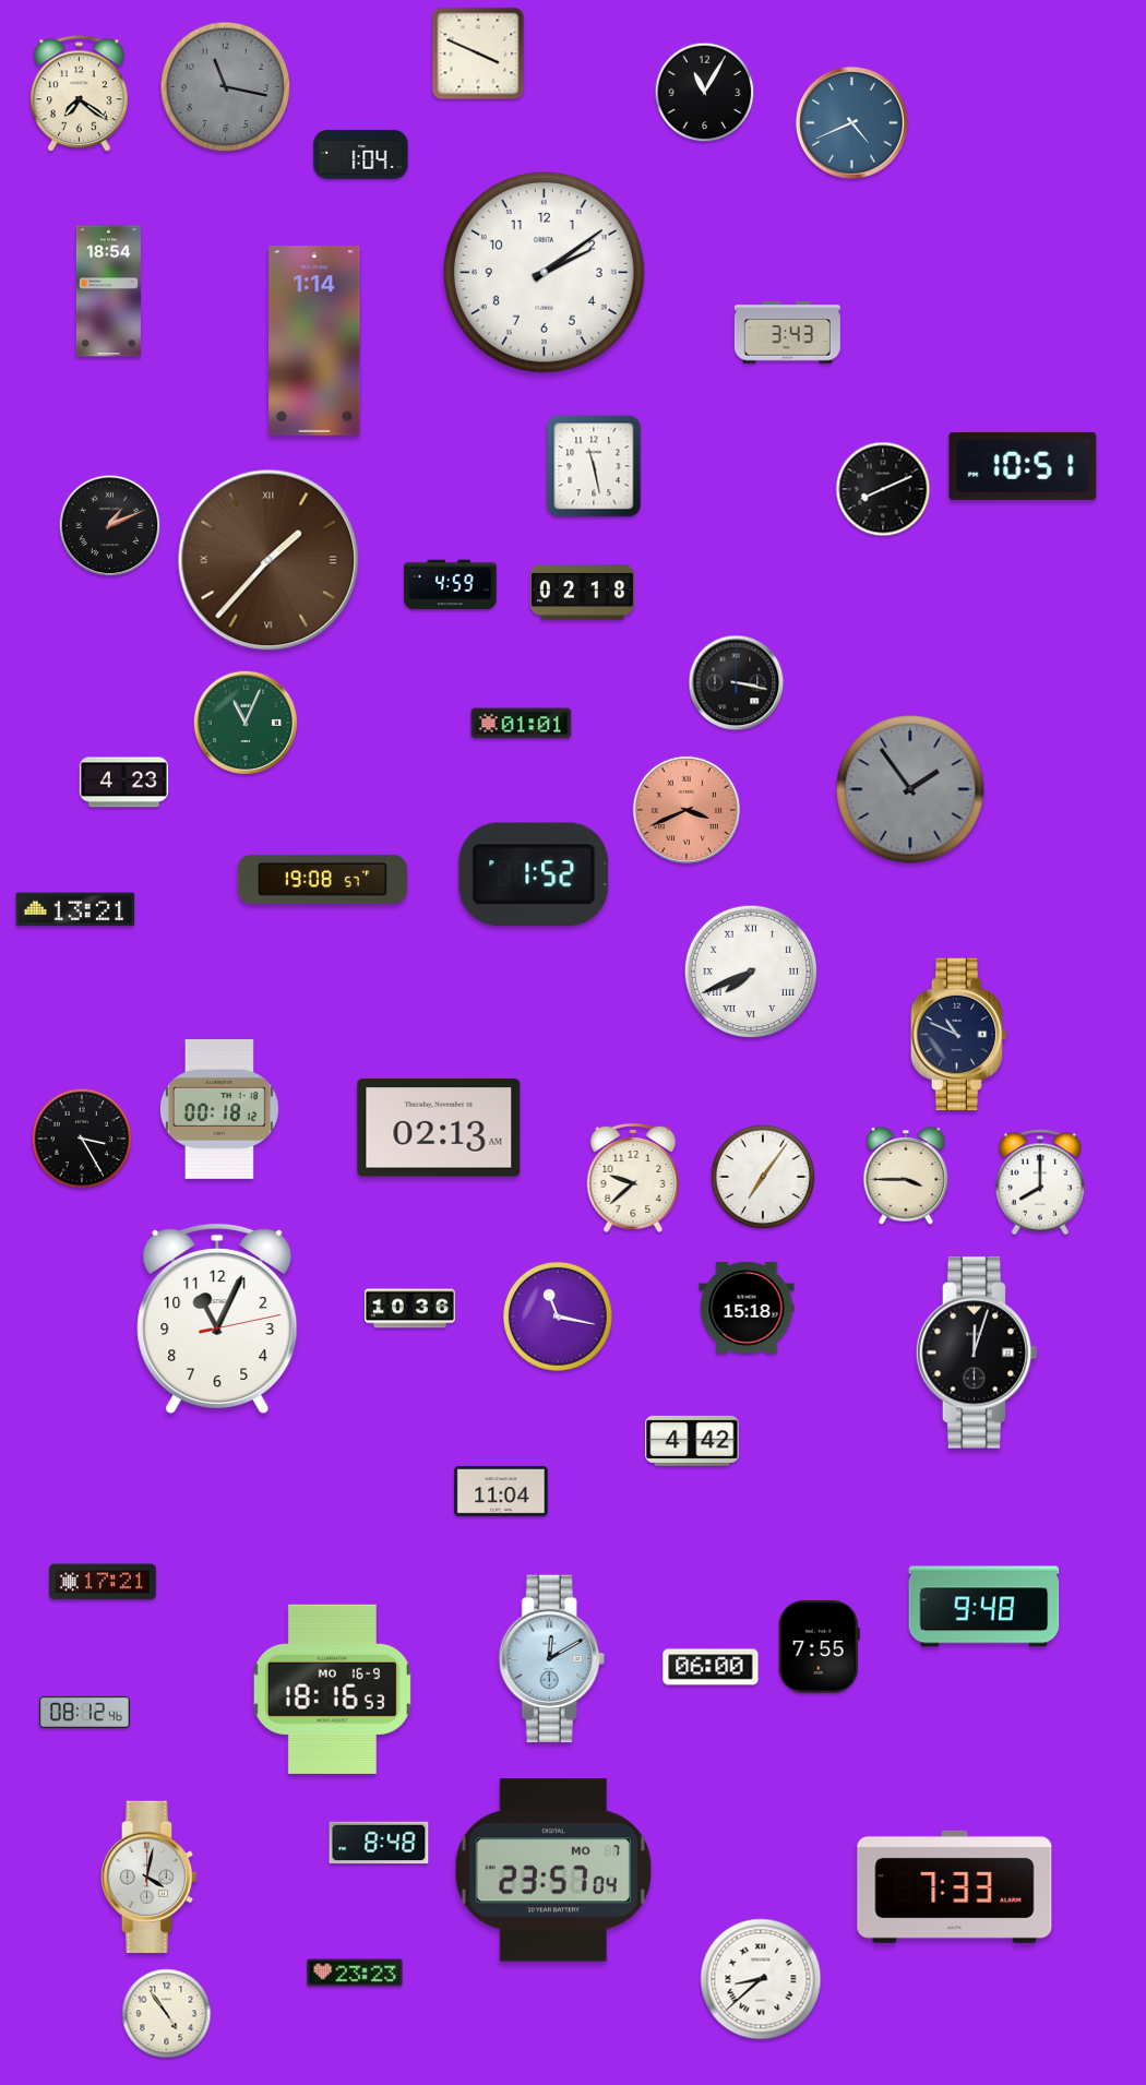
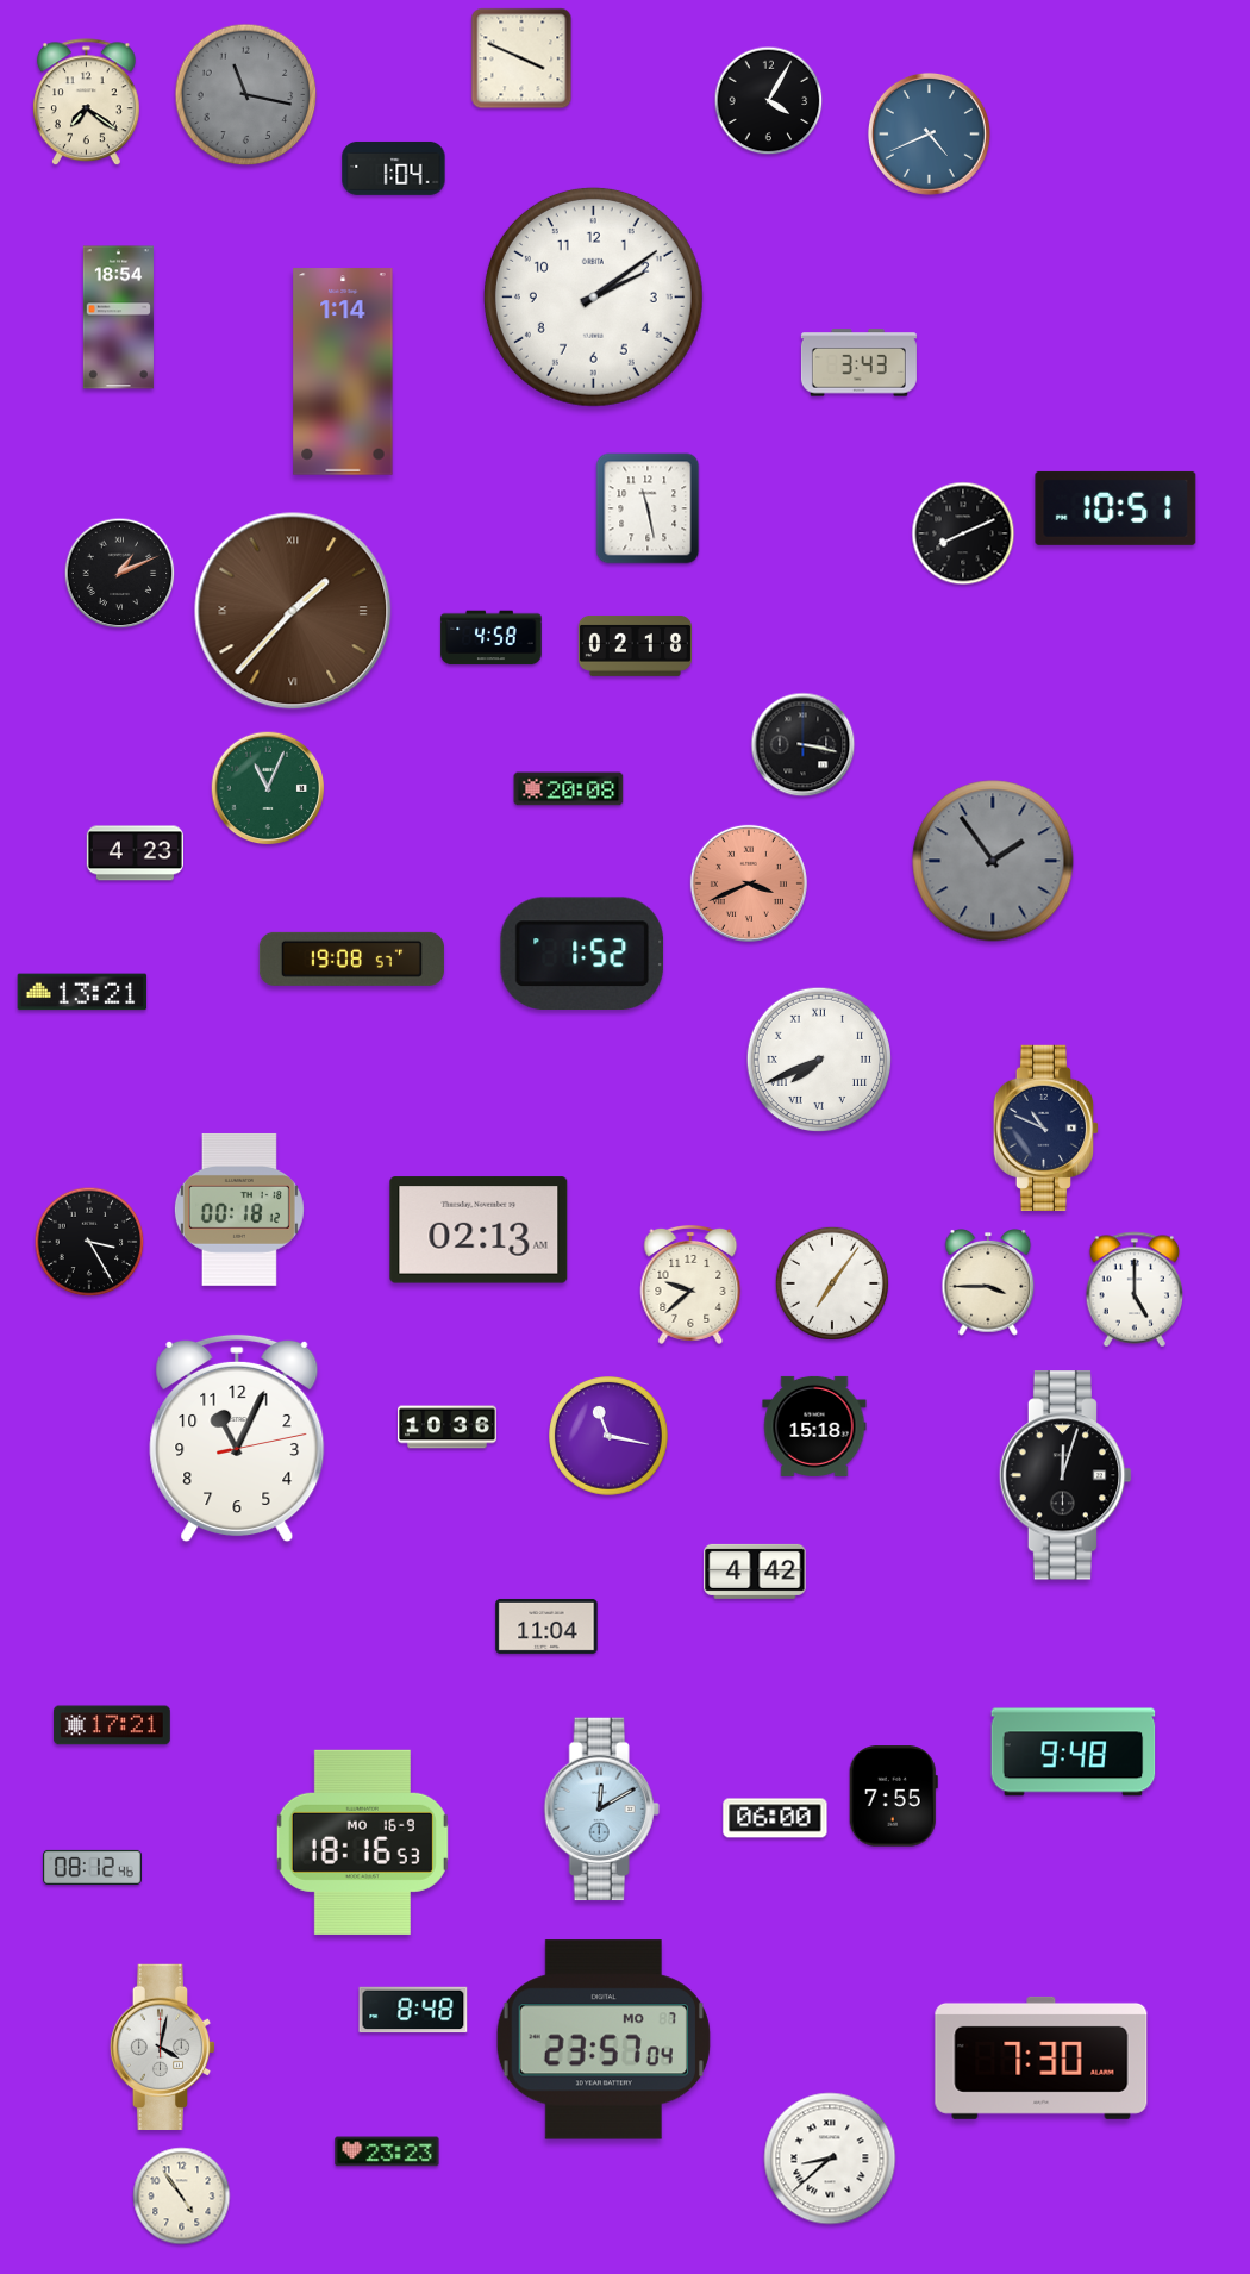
clock at (705, 93): 11:05 -> 4:05
clock at (451, 585): 4:59 -> 4:58
clock at (522, 724): 01:01 -> 20:08
clock at (1039, 1182): 8:00 -> 5:00
clock at (955, 1886): 7:33 -> 7:30
